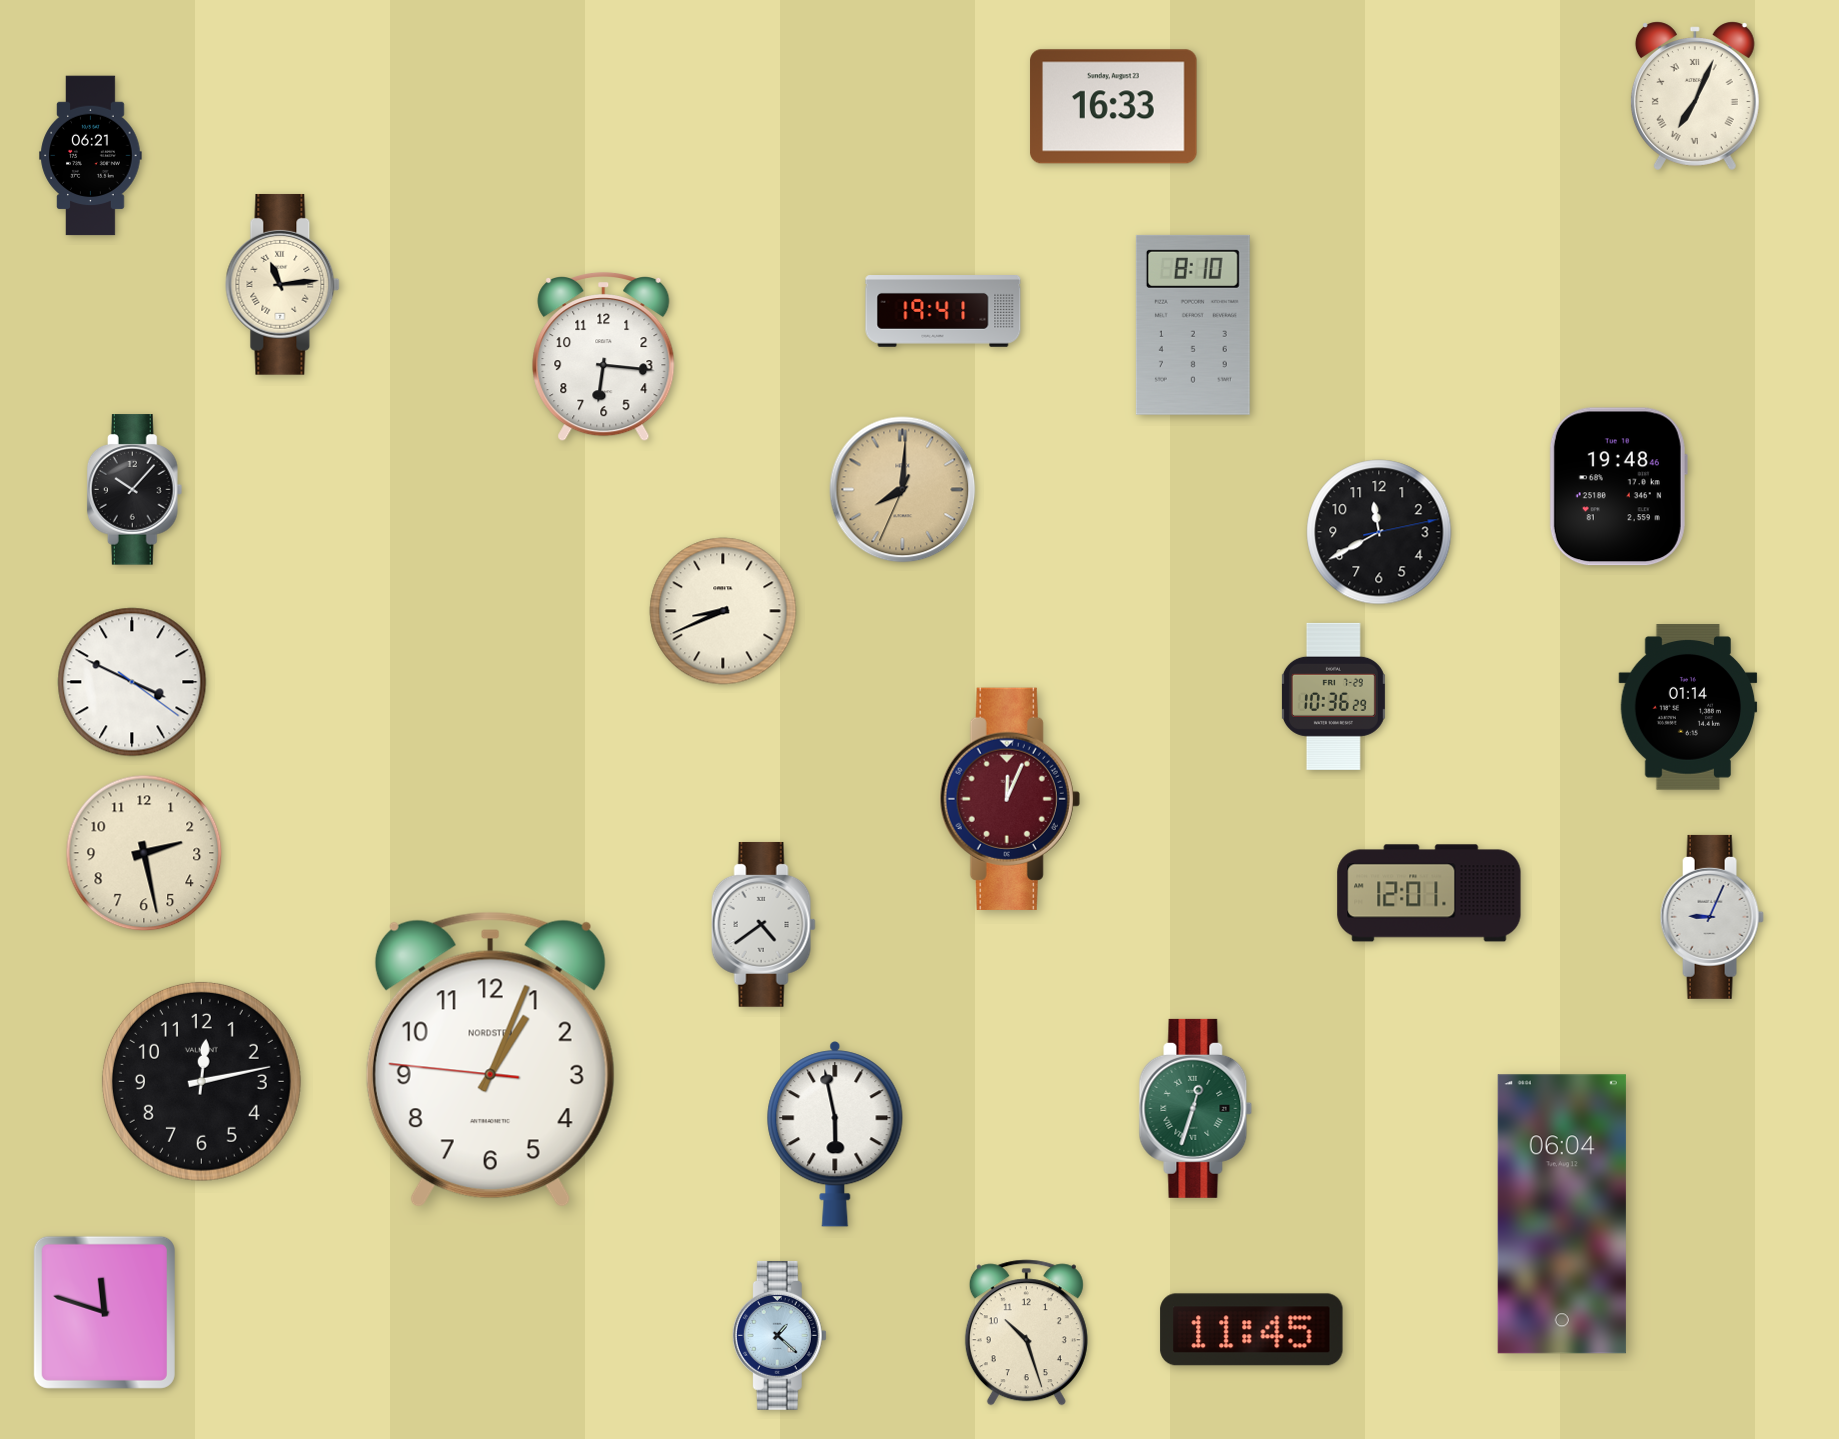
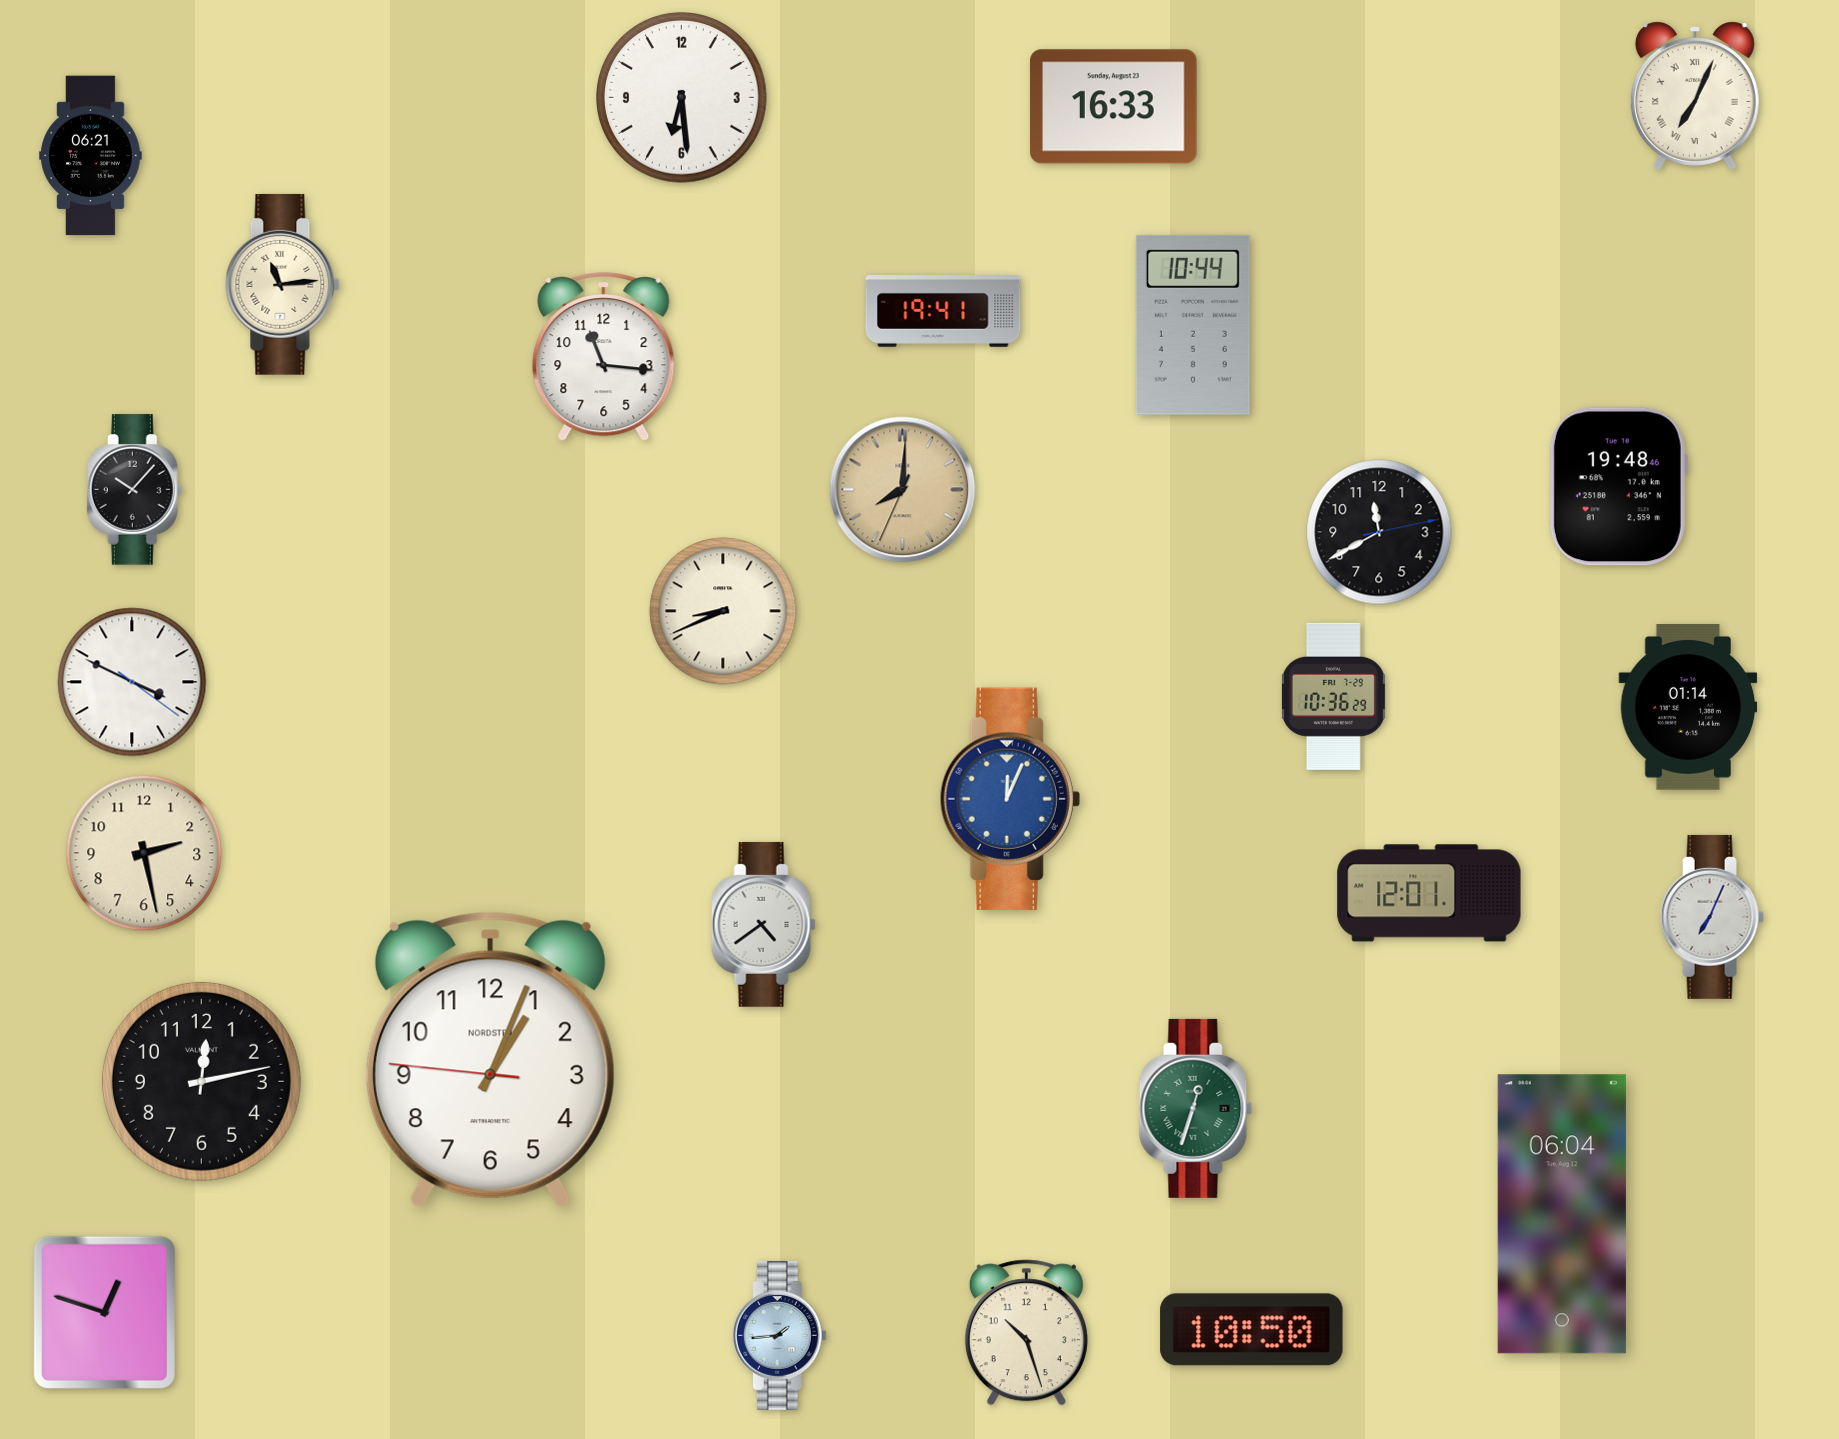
clock at (682, 98): none -> 6:29
clock at (1193, 325): 8:10 -> 10:44
clock at (604, 357): 6:16 -> 11:16
clock at (1010, 799) dial: burgundy -> blue
clock at (1712, 917): 9:04 -> 7:04
clock at (835, 1134): 5:58 -> none
clock at (104, 1312): 11:48 -> 12:48
clock at (1252, 1330): 11:45 -> 10:50
clock at (779, 1335): 1:22 -> 1:44
